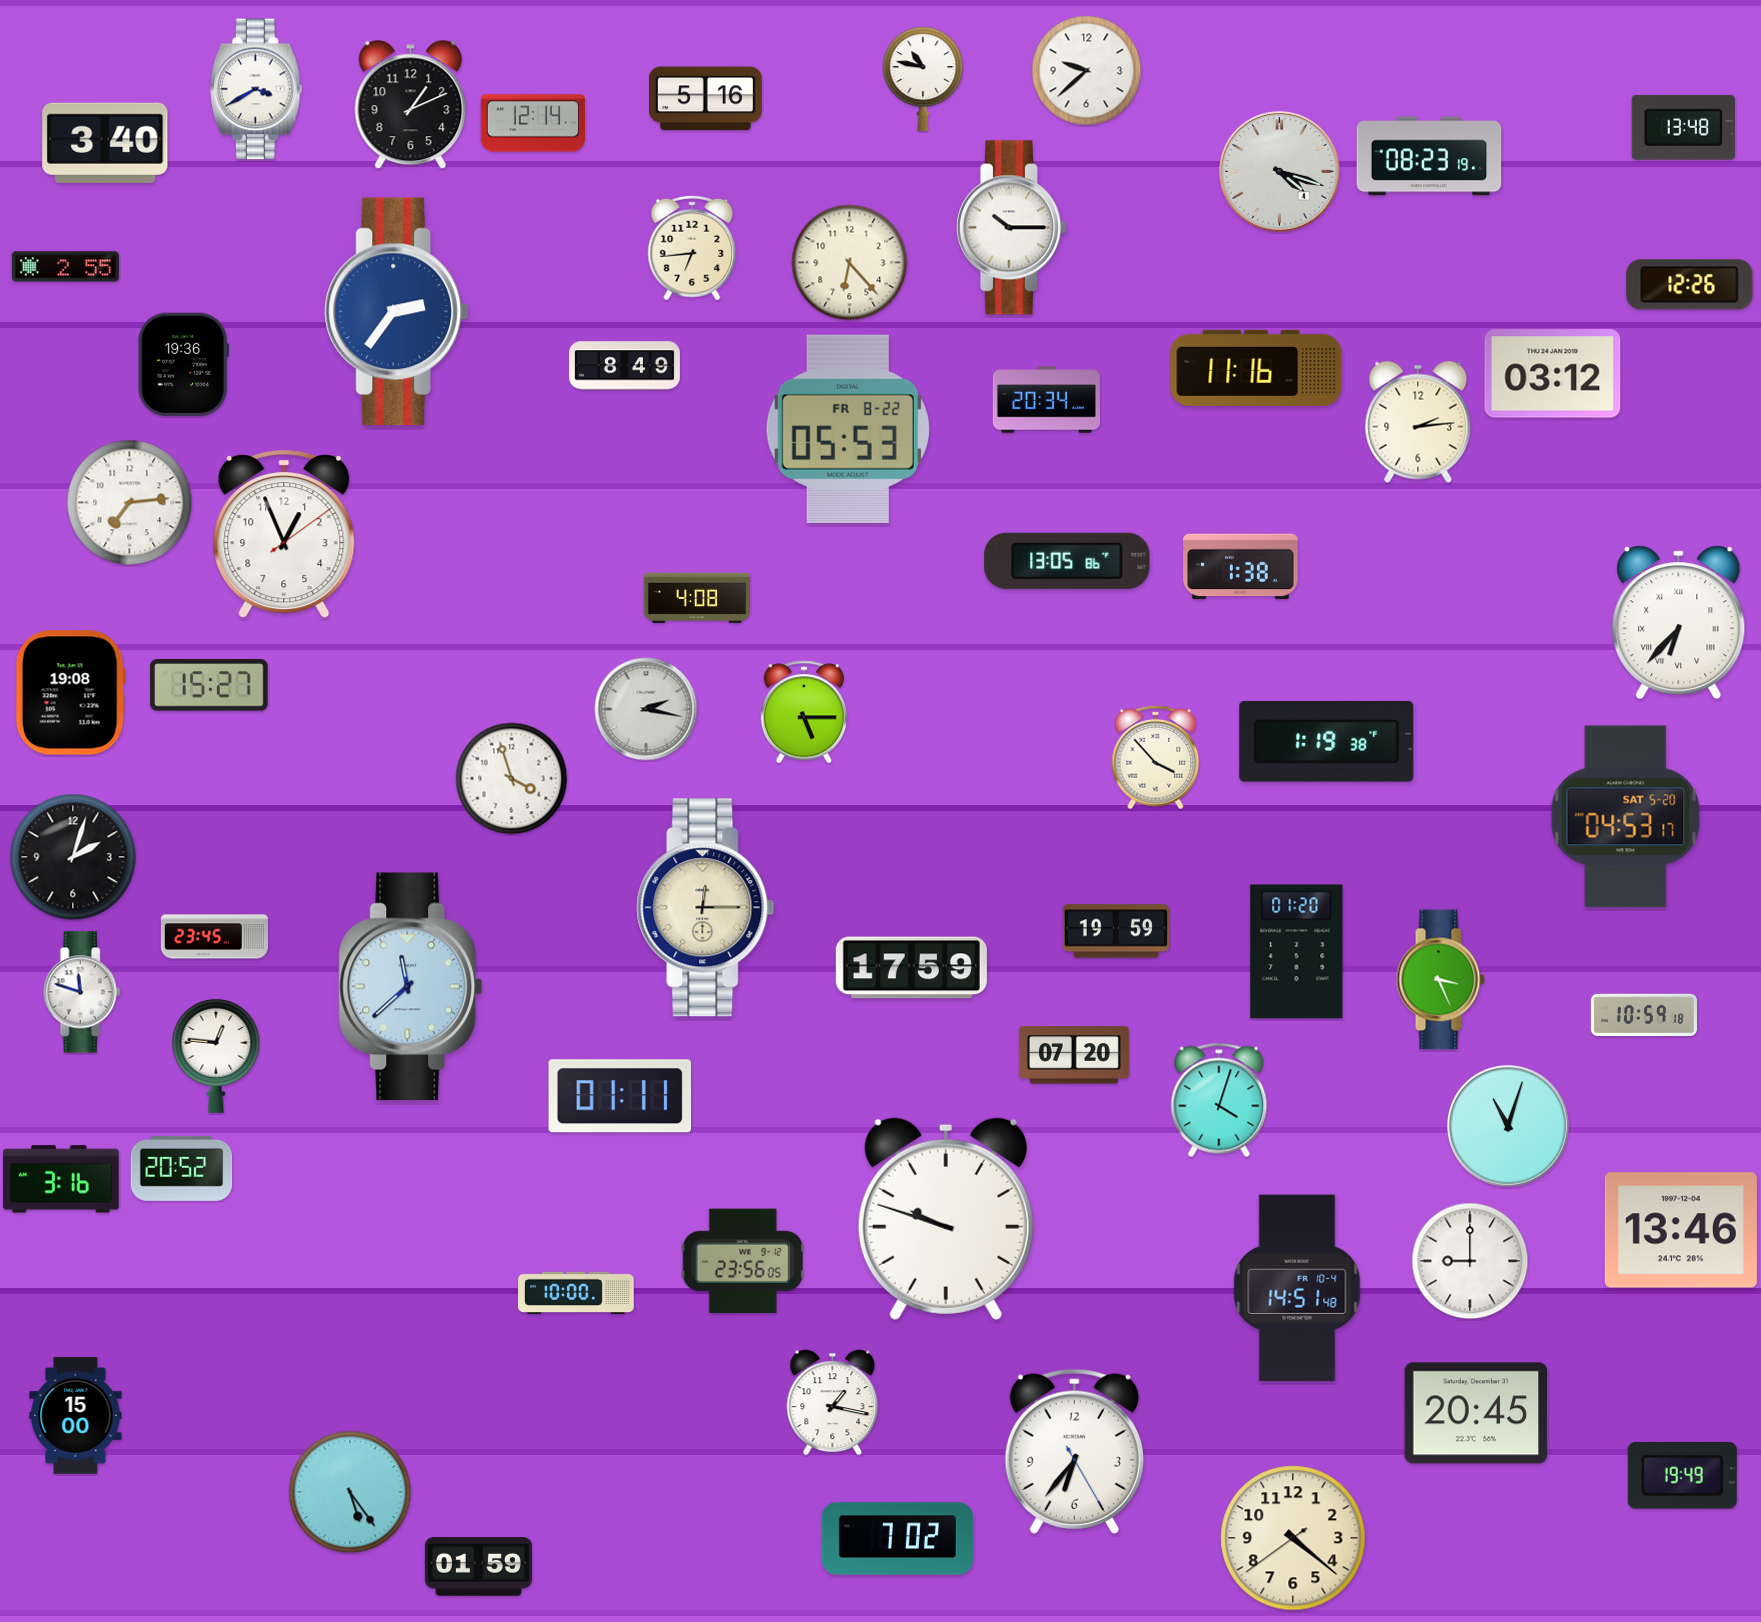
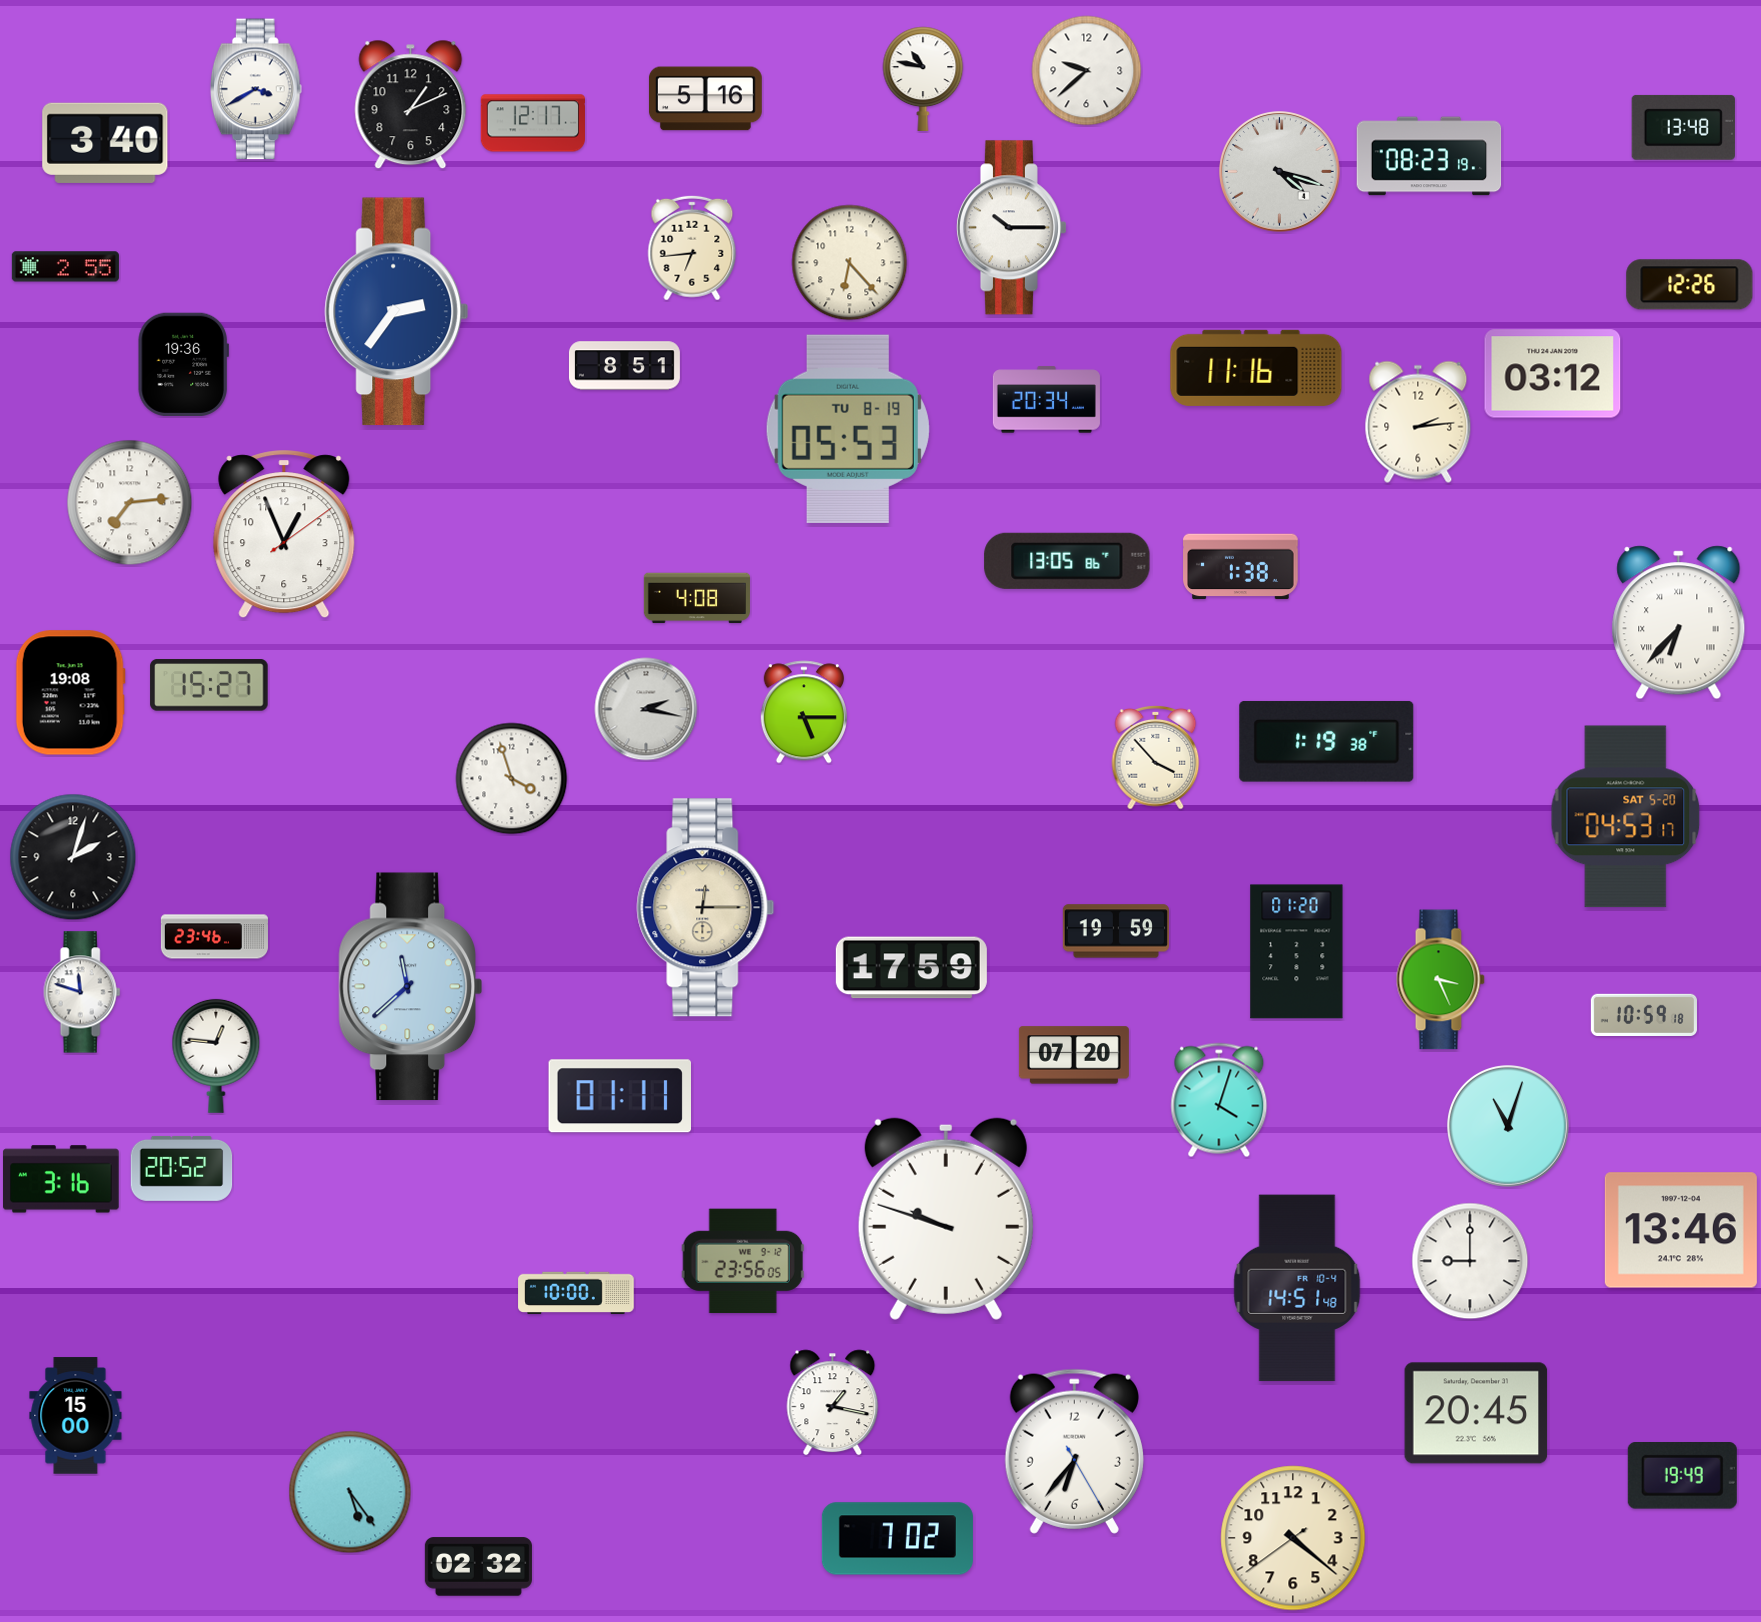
clock at (532, 123): 12:14 -> 12:17
clock at (624, 366): 8:49 -> 8:51
clock at (848, 429) date: FR 8-22 -> TU 8-19
clock at (214, 937): 23:45 -> 23:46
clock at (478, 1567): 01:59 -> 02:32
